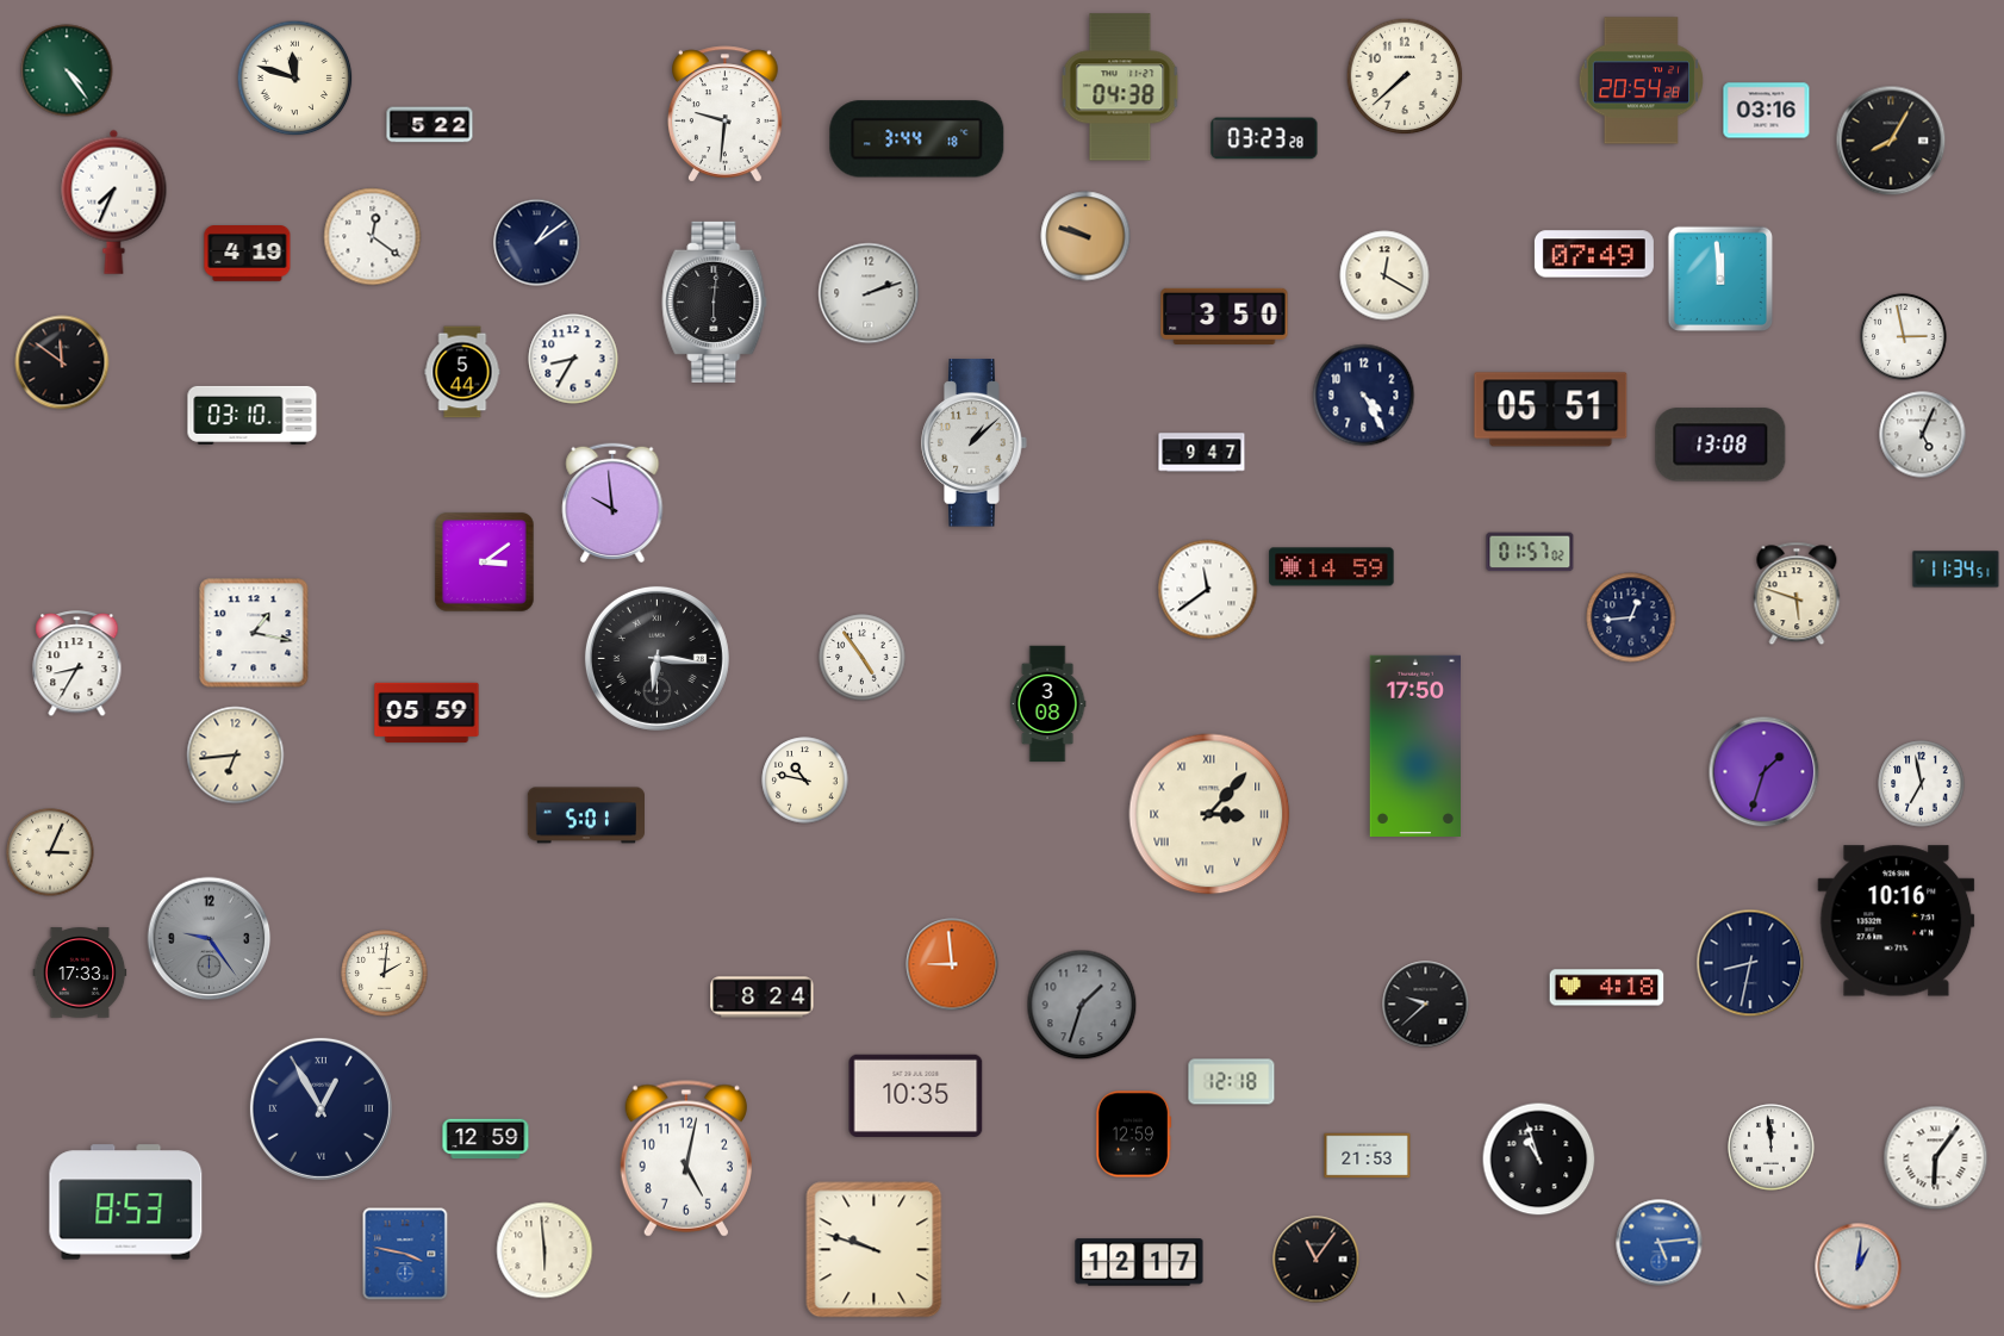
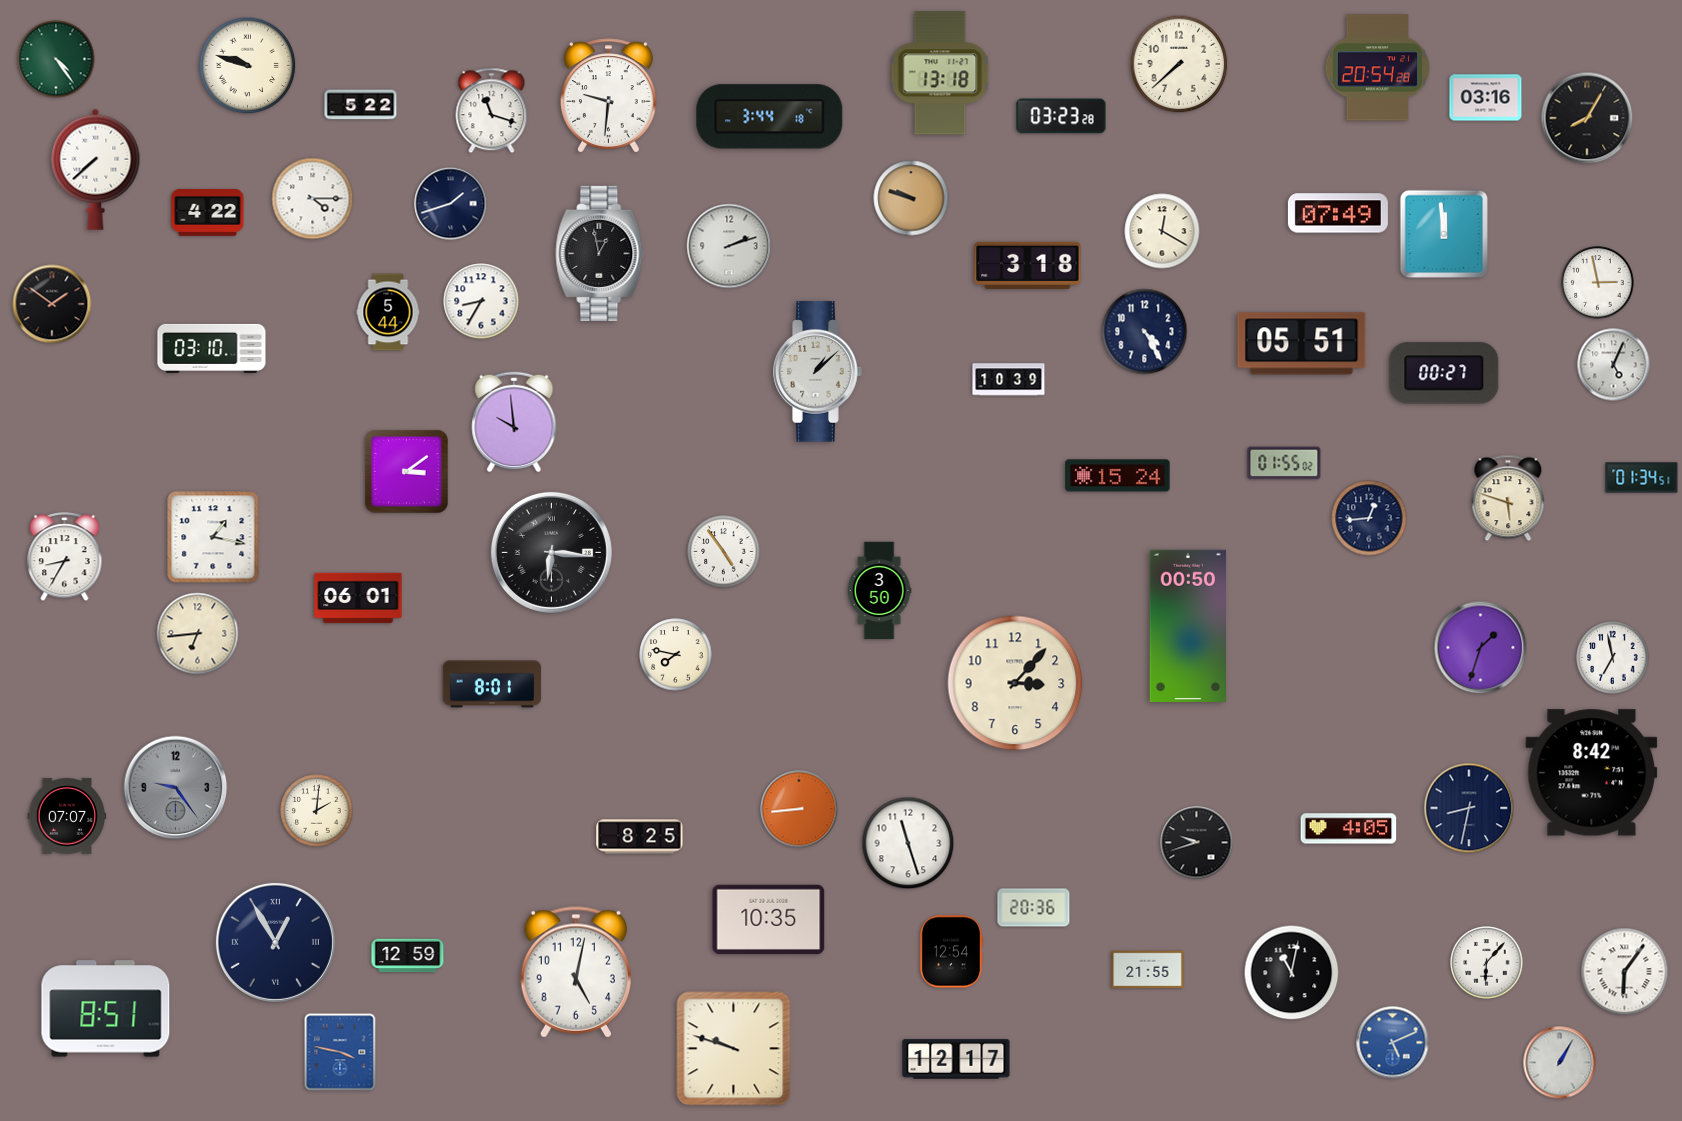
clock at (295, 79): 11:48 -> 9:48
clock at (1120, 87): 04:38 -> 13:18
clock at (1767, 111) position: (1767, 111) -> (1486, 98)
clock at (492, 111): none -> 11:18
clock at (114, 201): 7:34 -> 7:38
clock at (373, 237): 12:21 -> 4:15
clock at (537, 243): 1:09 -> 1:42
clock at (248, 254): 4:19 -> 4:22
clock at (715, 302): 6:01 -> 12:58
clock at (1225, 316): 3:50 -> 3:18
clock at (62, 362): 11:51 -> 1:51
clock at (1720, 445): 13:08 -> 00:27
clock at (1202, 453): 9:47 -> 10:39
clock at (1530, 552): 01:57 -> 01:55
clock at (1332, 567): 14:59 -> 15:24
clock at (1956, 570): 11:34 -> 01:34
clock at (1208, 590): 11:39 -> none
clock at (254, 633) position: (254, 633) -> (213, 537)
clock at (1047, 704): 3:08 -> 3:50
clock at (427, 713): 05:59 -> 06:01
clock at (1414, 745): 17:50 -> 00:50
clock at (805, 781): 10:47 -> 7:47
clock at (1209, 814) numerals: Roman -> Arabic
clock at (585, 815): 5:01 -> 8:01
clock at (50, 852): 3:04 -> none
clock at (1897, 921): 10:16 -> 8:42
clock at (952, 964): 8:59 -> 8:44
clock at (80, 973): 17:33 -> 07:07
clock at (385, 974) position: (385, 974) -> (317, 811)
clock at (1607, 988): 4:18 -> 4:05
clock at (763, 998): 8:24 -> 8:25
clock at (1082, 1005): 1:33 -> 11:27
clock at (1082, 1005) dial: grey -> white
clock at (1426, 1005): 9:38 -> 9:42
clock at (1232, 1082): 12:18 -> 20:36
clock at (320, 1108) position: (320, 1108) -> (275, 942)
clock at (1133, 1135): 12:59 -> 12:54
clock at (1772, 1148): 11:59 -> 6:07
clock at (1368, 1156): 21:53 -> 21:55
clock at (1539, 1160): 10:57 -> 11:02
clock at (126, 1203): 8:53 -> 8:51
clock at (1660, 1243): 5:14 -> 5:11
clock at (544, 1250): 5:59 -> none
clock at (1317, 1260): 11:06 -> none
clock at (1859, 1267): 1:01 -> 1:05
